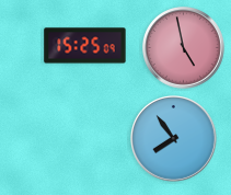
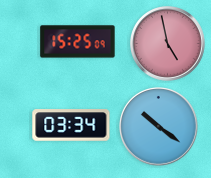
clock at (71, 125): none -> 03:34
clock at (174, 139): 7:54 -> 10:21
